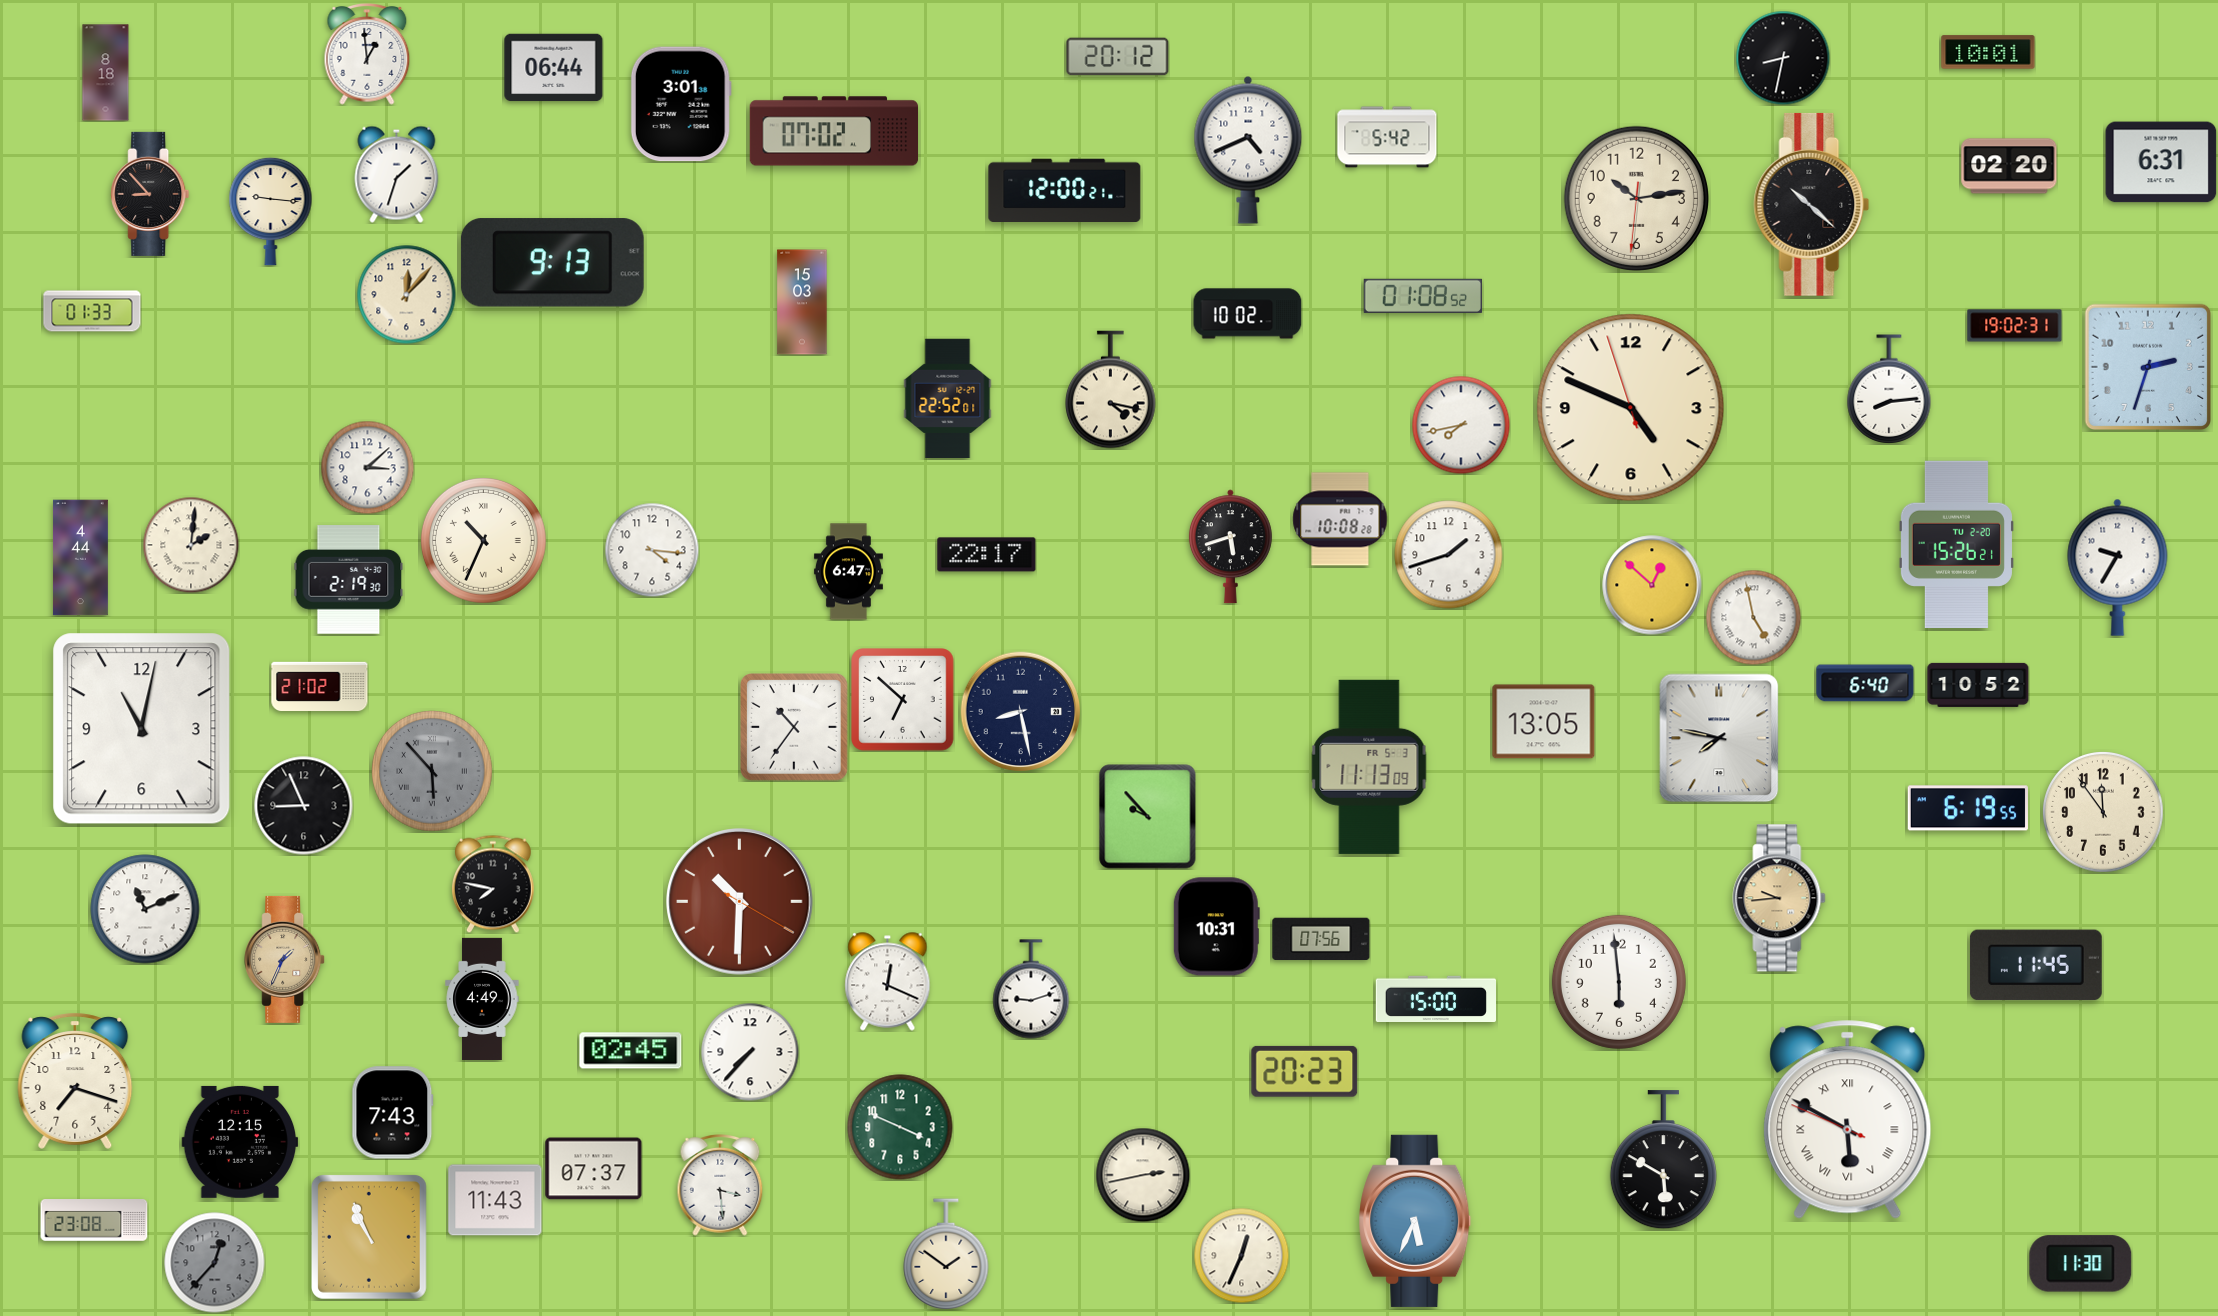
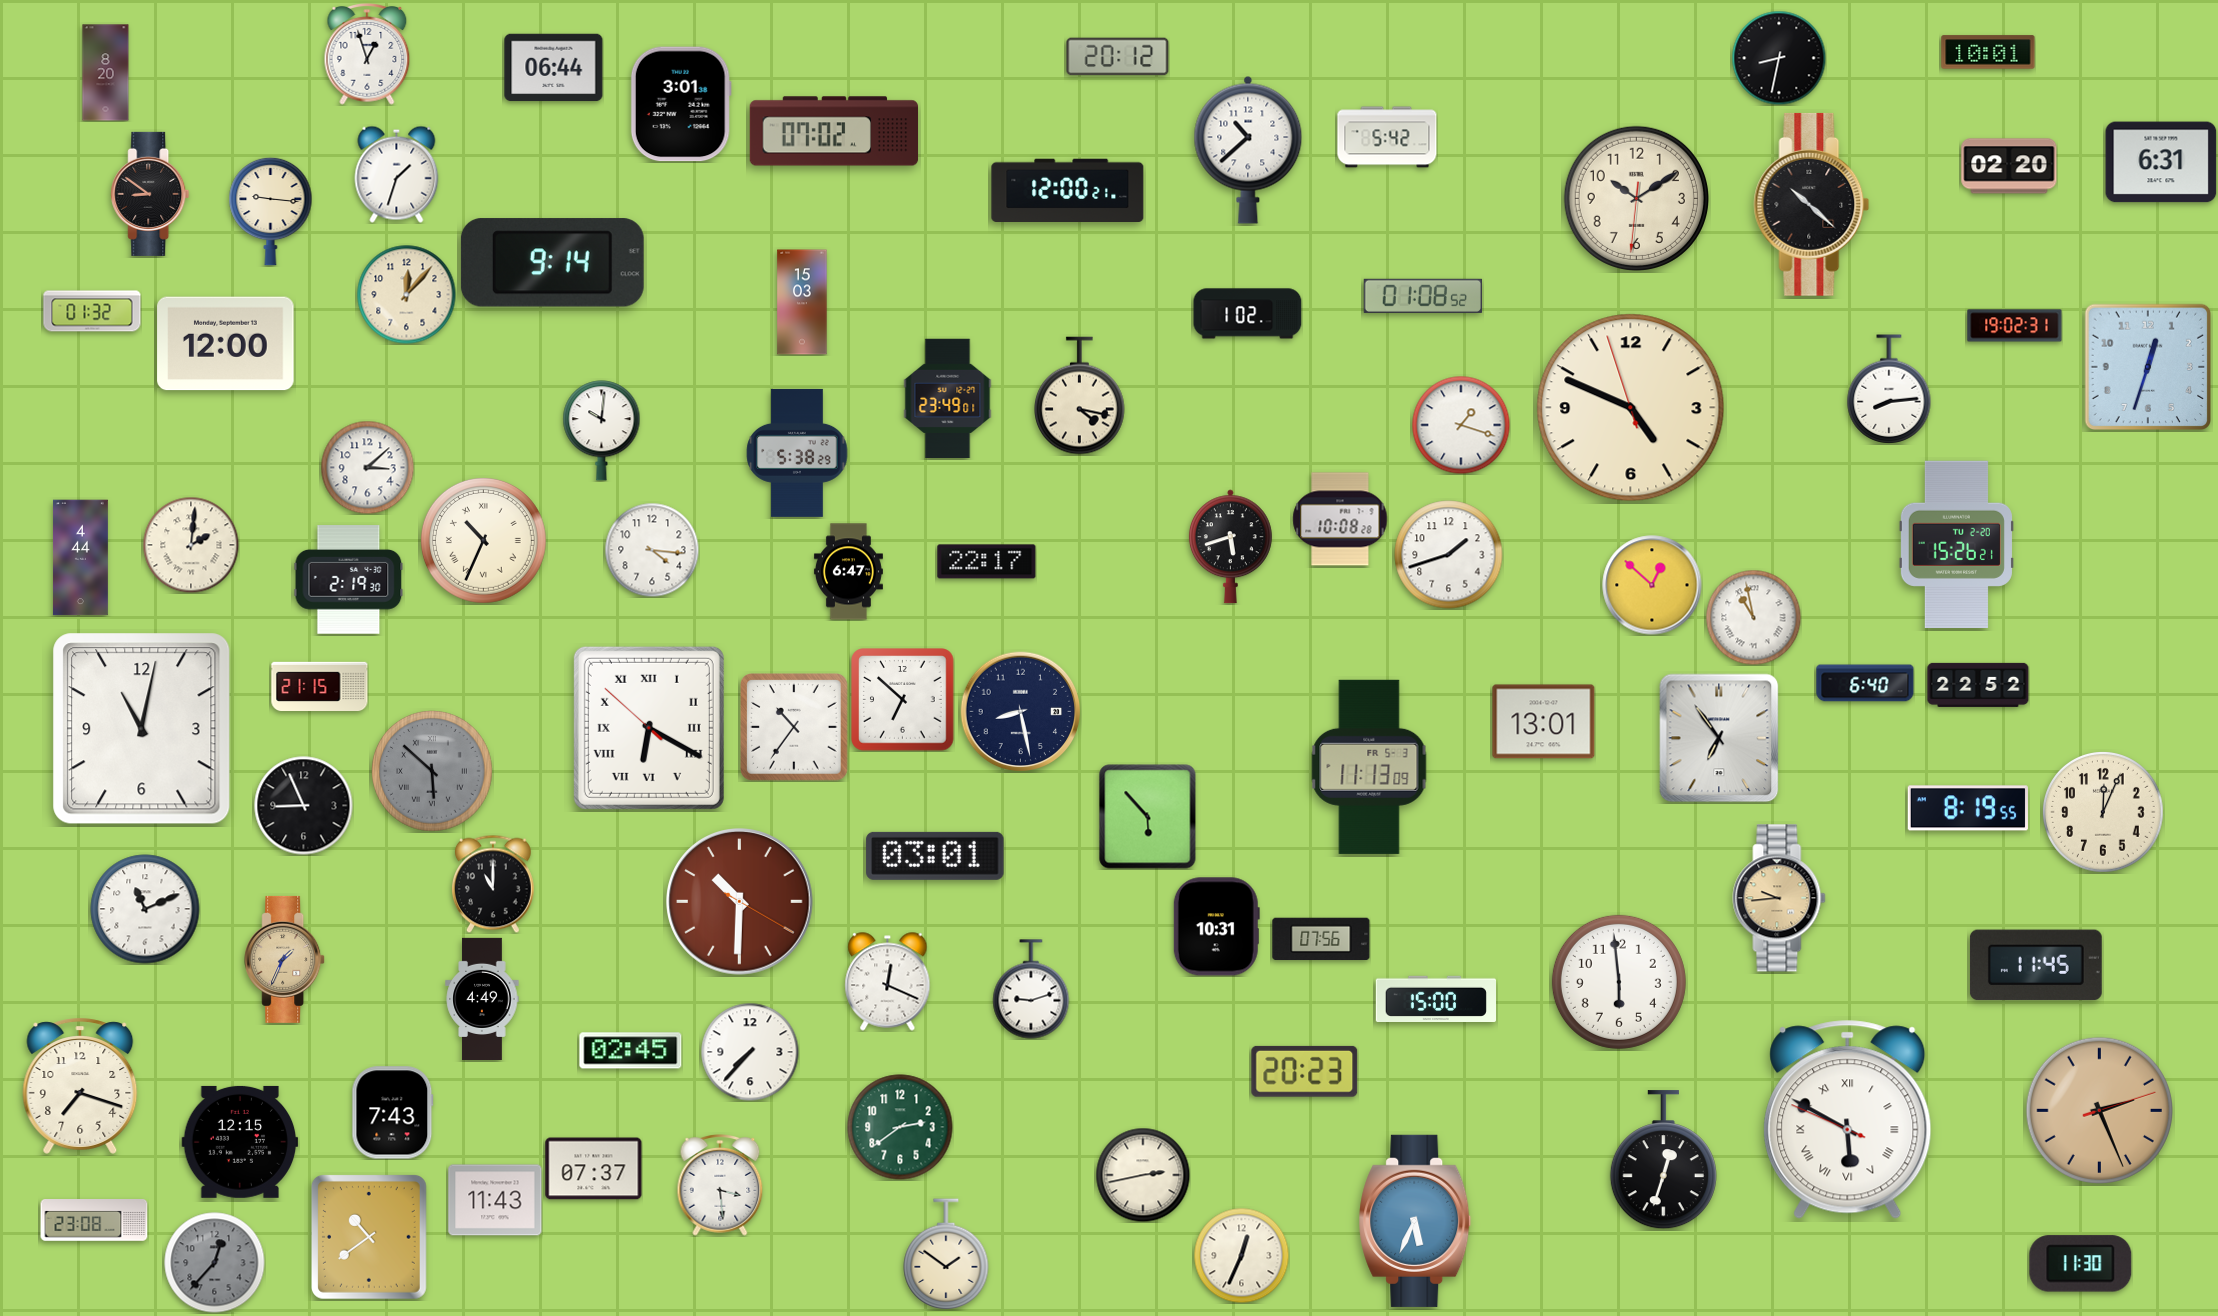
clock at (367, 55): 12:59 -> 12:57
clock at (1783, 58) position: (1783, 58) -> (1779, 58)
clock at (106, 73): 8:18 -> 8:20
clock at (1248, 150): 4:41 -> 10:38
clock at (1065, 191) position: (1065, 191) -> (1068, 191)
clock at (150, 194): 8:53 -> 8:51
clock at (1636, 198): 10:13 -> 10:09
clock at (552, 263): 9:13 -> 9:14
clock at (92, 311): 01:33 -> 01:32
clock at (1248, 314): 10:02 -> 1:02
clock at (226, 344): none -> 12:00
clock at (2147, 366): 2:33 -> 12:33
clock at (1111, 390) position: (1111, 390) -> (1080, 396)
clock at (948, 399): 22:52 -> 23:49
clock at (1461, 425): 7:43 -> 1:18
clock at (602, 431): none -> 10:01
clock at (797, 453): none -> 5:38
clock at (987, 555) position: (987, 555) -> (987, 562)
clock at (2118, 567): 9:35 -> none
clock at (1753, 617): 4:58 -> 10:58
clock at (1978, 685): 10:52 -> 22:52
clock at (320, 687): 21:02 -> 21:15
clock at (1544, 722): 13:05 -> 13:01
clock at (649, 728): none -> 6:19
clock at (1719, 738): 7:47 -> 6:54
clock at (432, 772): 5:53 -> 5:52
clock at (1968, 808): 6:19 -> 8:19
clock at (2103, 813): 11:54 -> 12:04
clock at (1148, 817): 9:53 -> 5:53
clock at (935, 856): none -> 03:01
clock at (493, 884): 7:47 -> 11:00
clock at (75, 1081) position: (75, 1081) -> (80, 1086)
clock at (2099, 1110): none -> 2:26
clock at (900, 1127): 3:49 -> 2:39
clock at (1663, 1160): 5:50 -> 12:33
clock at (369, 1237): 10:56 -> 10:39
